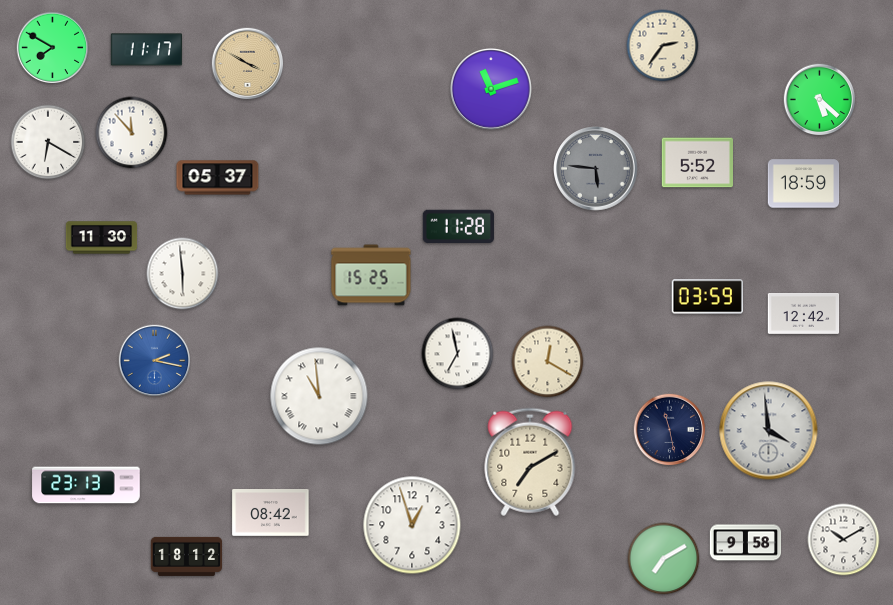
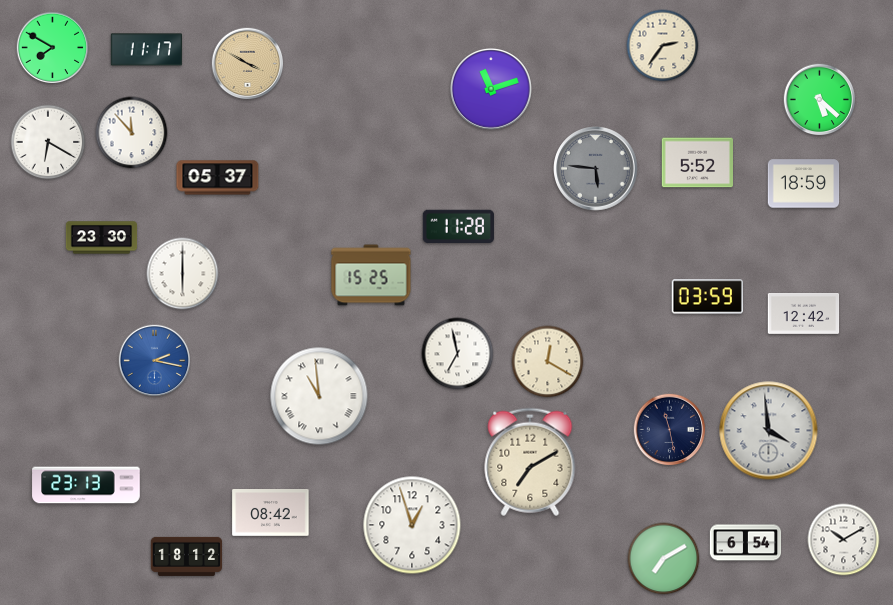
clock at (102, 238): 11:30 -> 23:30
clock at (183, 274): 5:59 -> 6:00
clock at (746, 543): 9:58 -> 6:54
